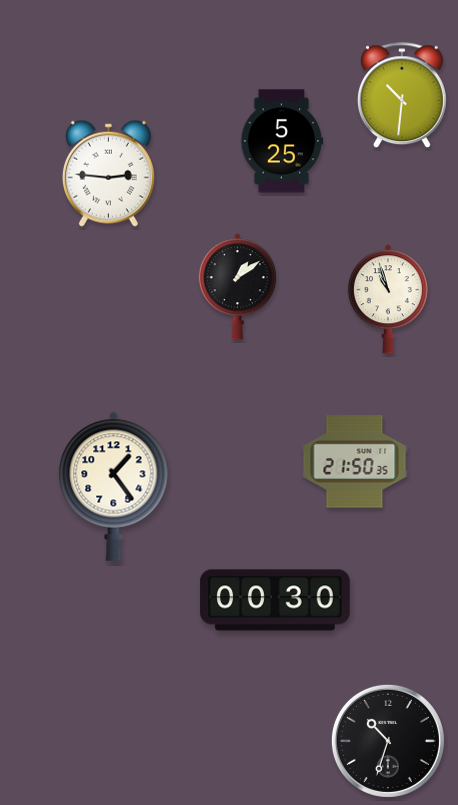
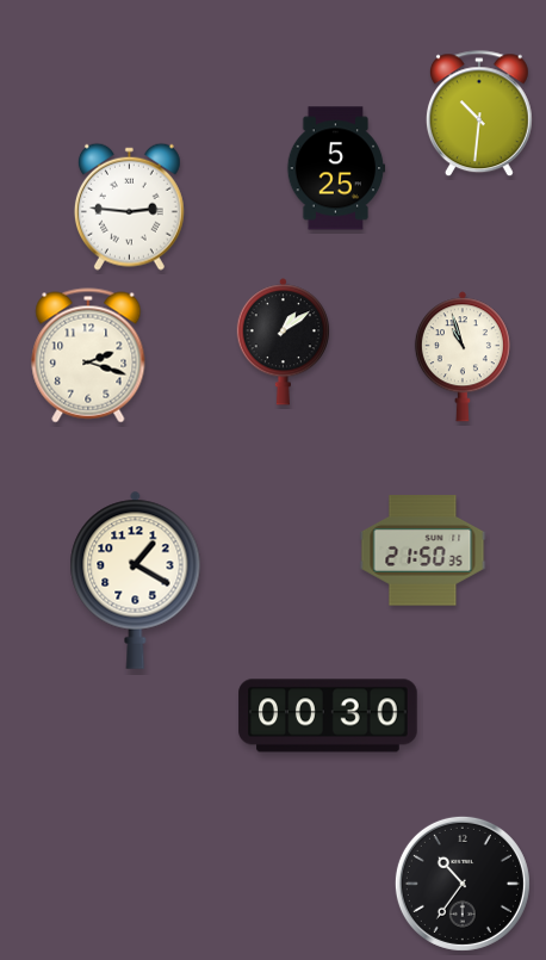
clock at (88, 355): none -> 2:18
clock at (114, 486): 1:24 -> 1:20
clock at (388, 741): 10:33 -> 10:36
